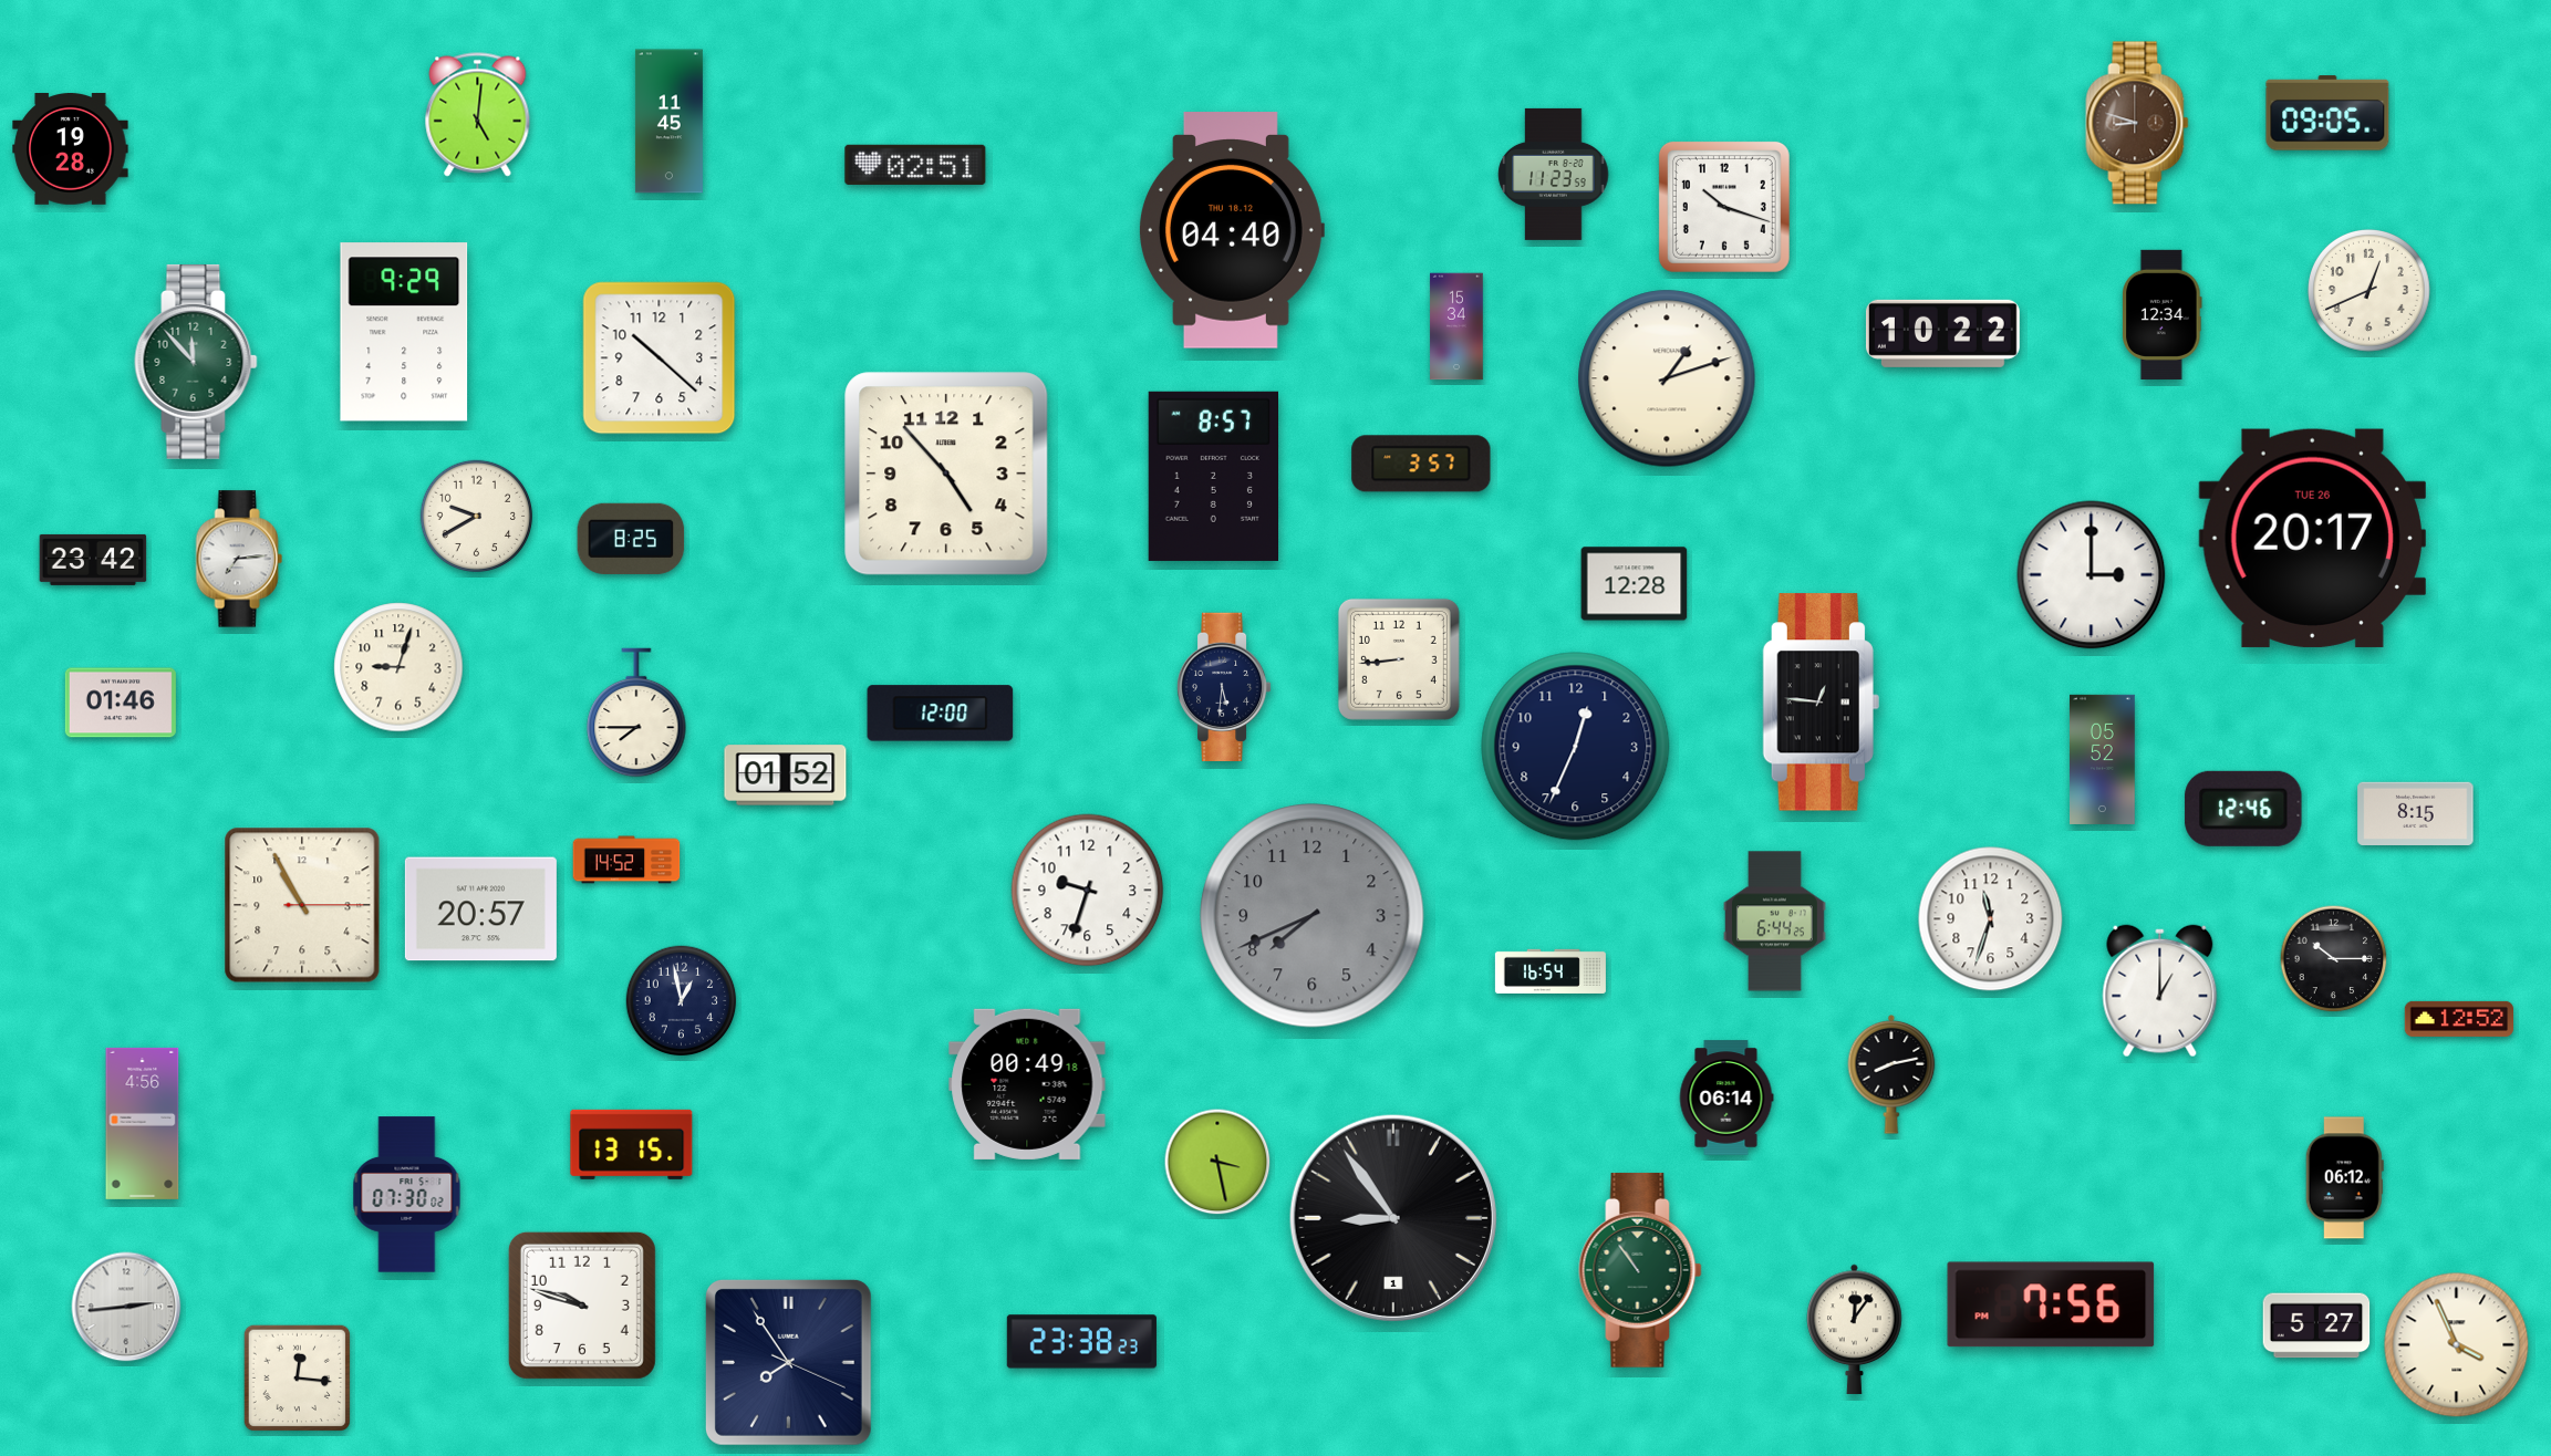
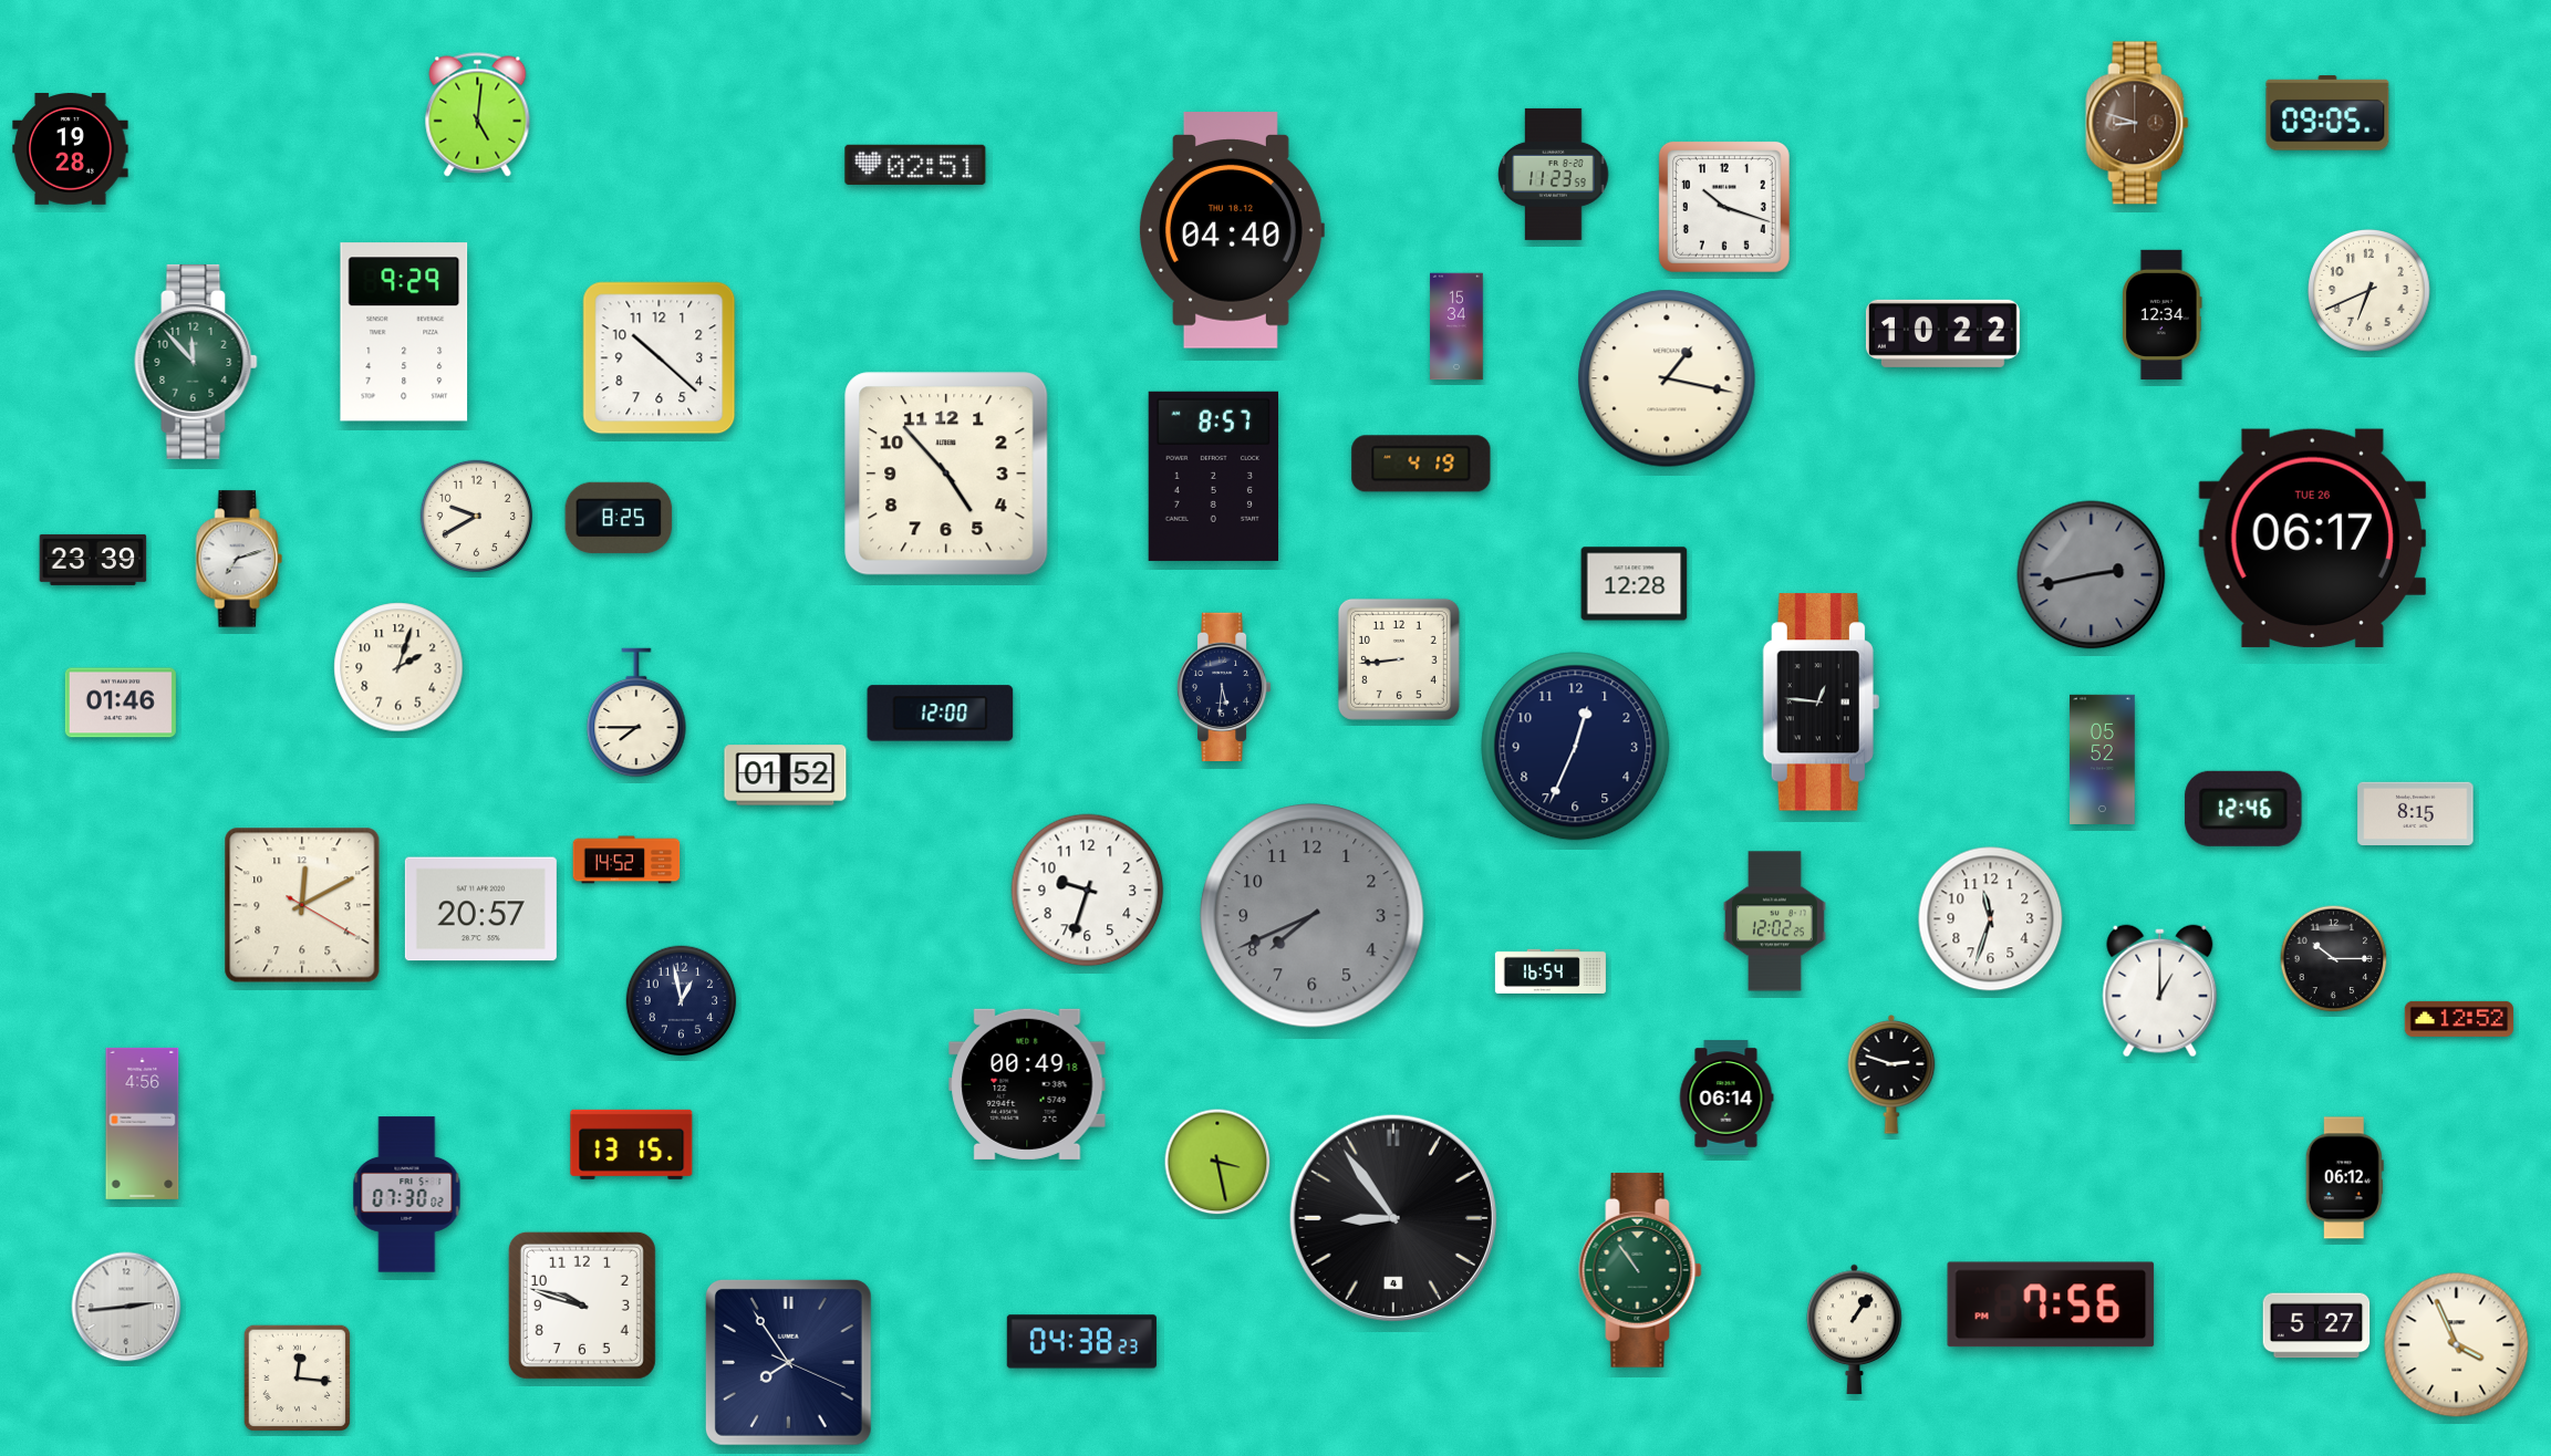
clock at (668, 122): 11:45 -> none
clock at (2369, 291): 12:41 -> 6:41
clock at (1667, 378): 1:12 -> 1:17
clock at (1421, 464): 3:57 -> 4:19
clock at (2312, 538): 20:17 -> 06:17
clock at (631, 539) position: (631, 539) -> (619, 518)
clock at (239, 559): 7:14 -> 7:12
clock at (93, 560): 23:42 -> 23:39
clock at (2092, 575): 3:00 -> 2:43
clock at (2092, 575) dial: white -> grey
clock at (398, 667): 9:03 -> 2:03
clock at (302, 905): 10:55 -> 12:10
clock at (1774, 922): 6:44 -> 12:02
clock at (1891, 1075): 8:13 -> 2:48
clock at (1393, 1218) date: 1 -> 4
clock at (1855, 1329): 12:06 -> 1:06
clock at (1081, 1342): 23:38 -> 04:38
